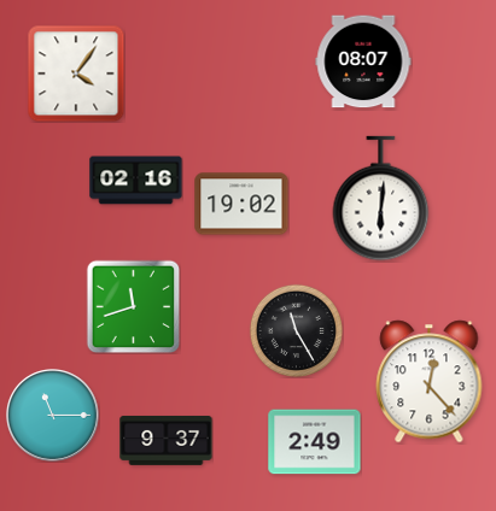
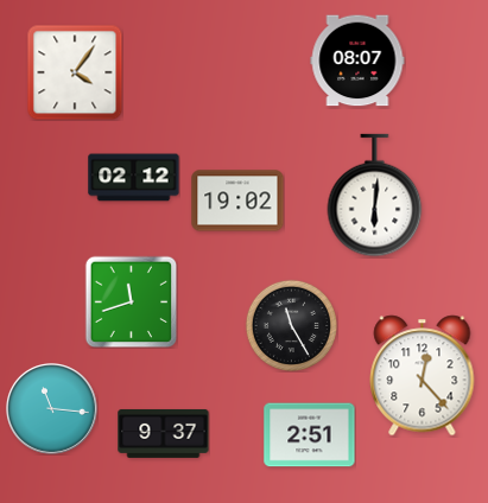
clock at (136, 181): 02:16 -> 02:12
clock at (53, 416): 11:15 -> 11:16
clock at (315, 442): 2:49 -> 2:51
